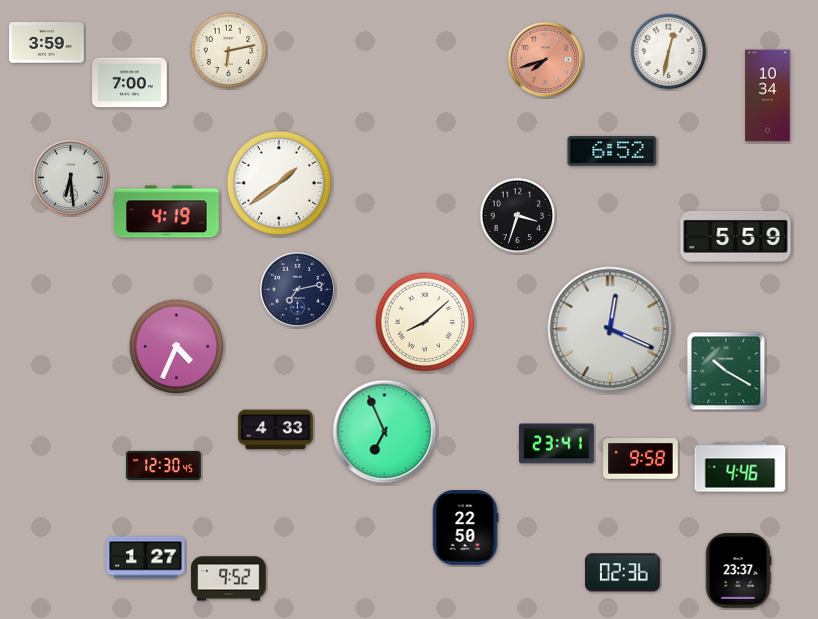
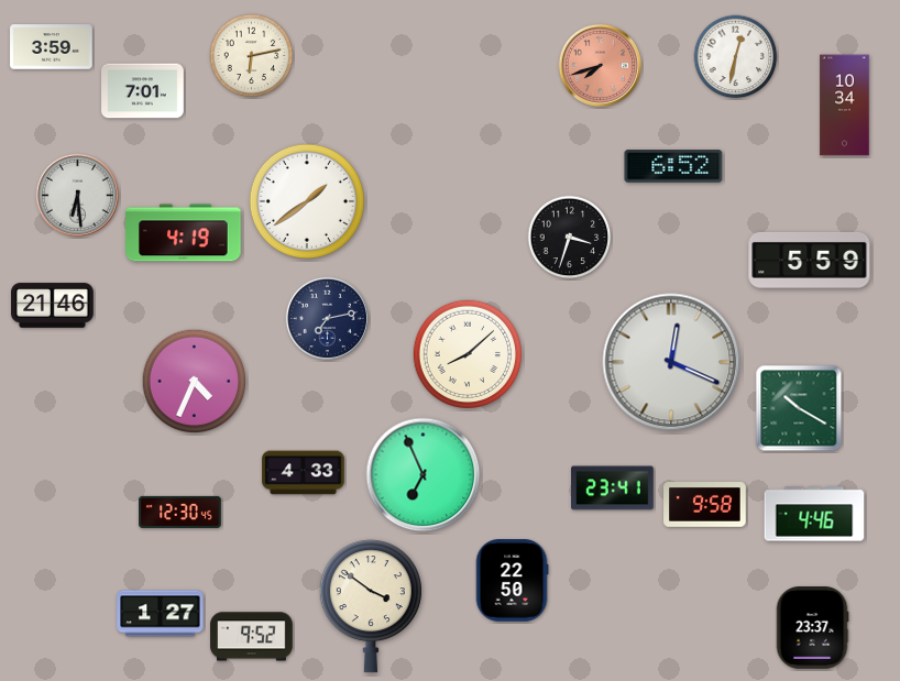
clock at (130, 83): 7:00 -> 7:01
clock at (53, 306): none -> 21:46
clock at (371, 606): none -> 3:51
clock at (623, 573): 02:36 -> none
